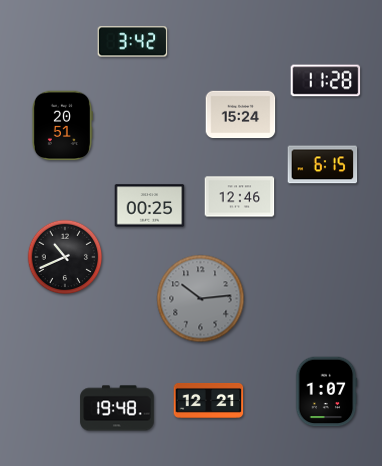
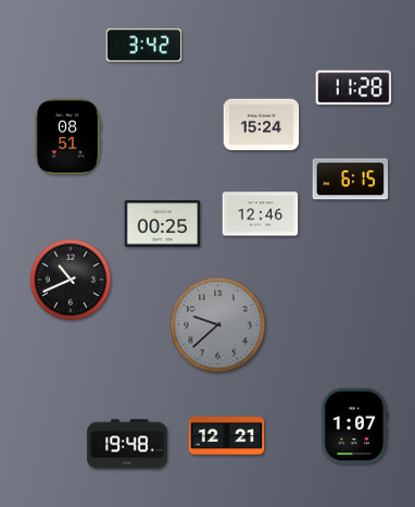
clock at (62, 126): 20:51 -> 08:51
clock at (201, 299): 10:14 -> 9:38
